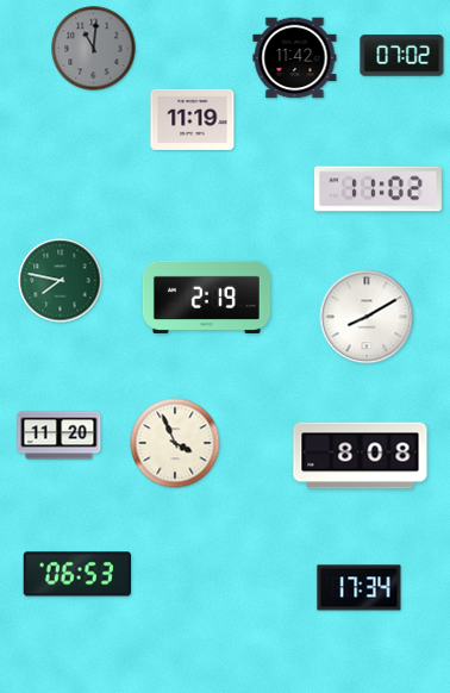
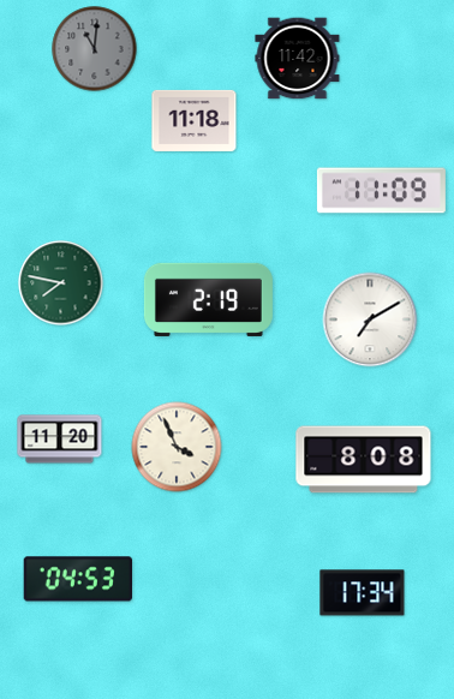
clock at (402, 56): 07:02 -> none
clock at (193, 119): 11:19 -> 11:18
clock at (377, 189): 11:02 -> 11:09
clock at (367, 317): 8:10 -> 7:10
clock at (76, 574): 06:53 -> 04:53
